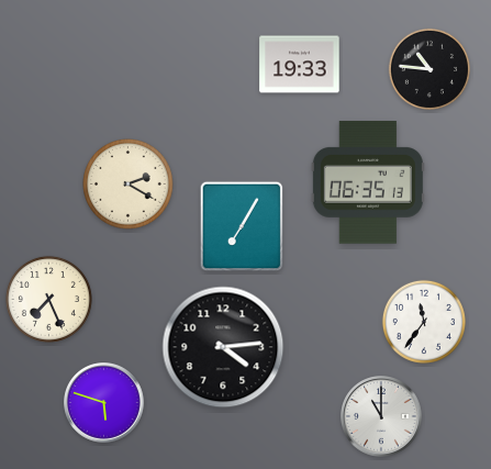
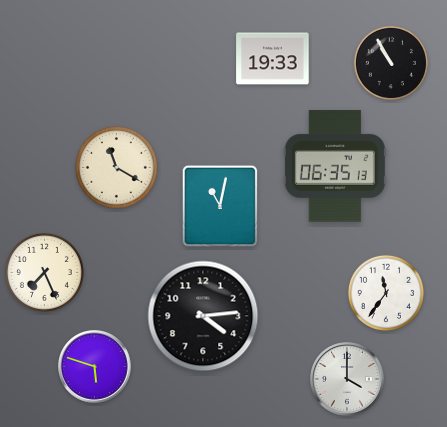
clock at (429, 69): 10:46 -> 10:55
clock at (129, 185): 2:20 -> 11:20
clock at (242, 226): 7:05 -> 11:02
clock at (381, 416): 11:00 -> 4:00
